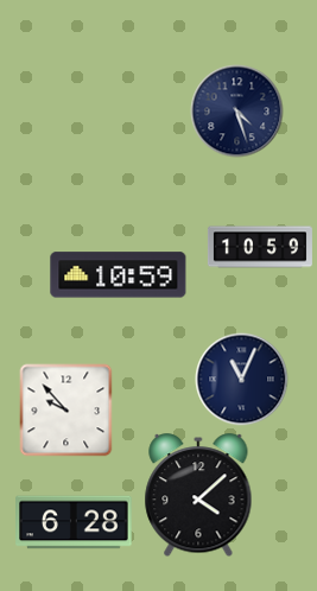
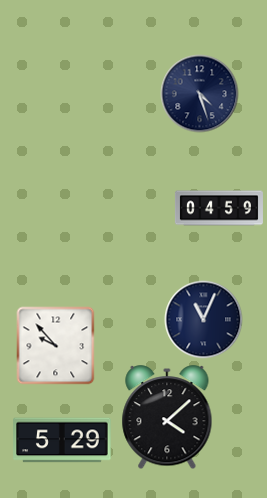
clock at (260, 247): 10:59 -> 04:59
clock at (119, 275): 10:59 -> none
clock at (74, 522): 6:28 -> 5:29
